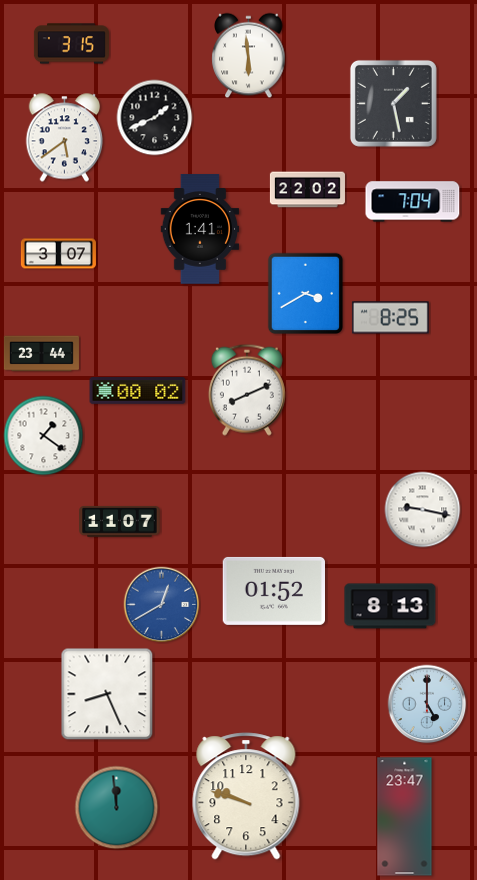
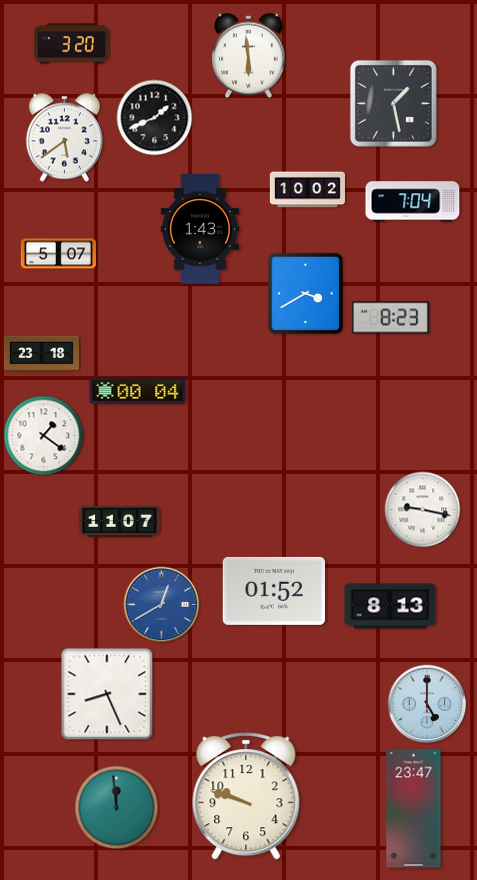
clock at (71, 44): 3:15 -> 3:20
clock at (307, 190): 22:02 -> 10:02
clock at (200, 229): 1:41 -> 1:43
clock at (58, 254): 3:07 -> 5:07
clock at (390, 318): 8:25 -> 8:23
clock at (41, 354): 23:44 -> 23:18
clock at (247, 390): 8:11 -> none
clock at (138, 391): 00:02 -> 00:04
clock at (405, 817) position: (405, 817) -> (414, 809)
